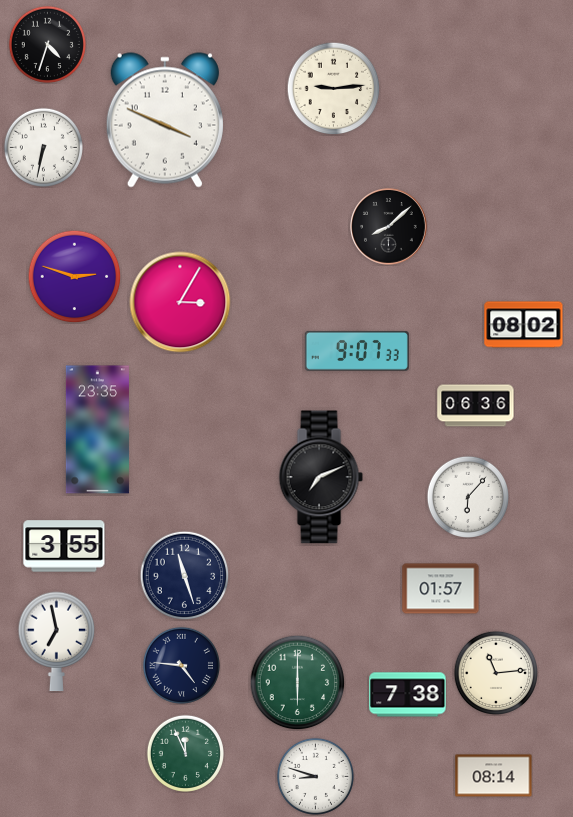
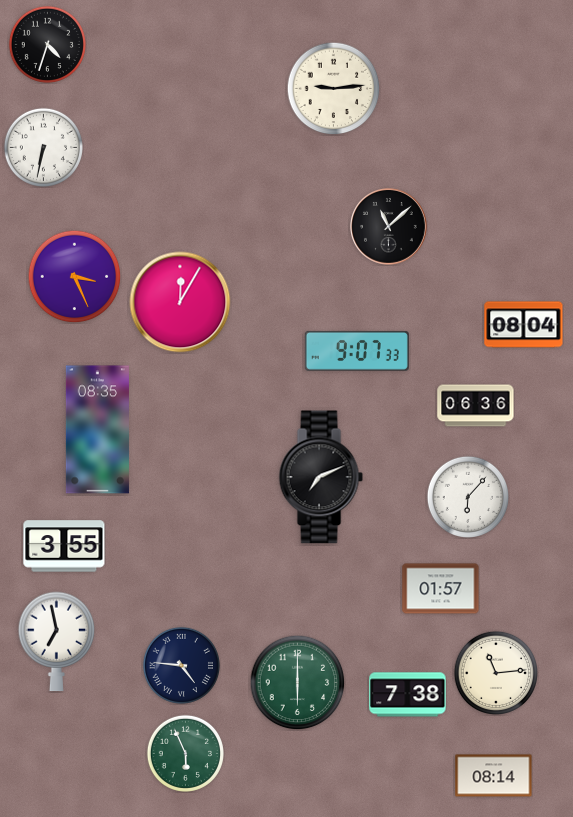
clock at (165, 120): 3:49 -> none
clock at (389, 227): 8:08 -> 11:08
clock at (74, 276): 2:48 -> 3:26
clock at (180, 302): 3:05 -> 12:05
clock at (524, 325): 08:02 -> 08:04
clock at (97, 430): 23:35 -> 08:35
clock at (184, 575): 11:27 -> none
clock at (185, 753): 11:56 -> 5:56
clock at (315, 776): 8:48 -> none
